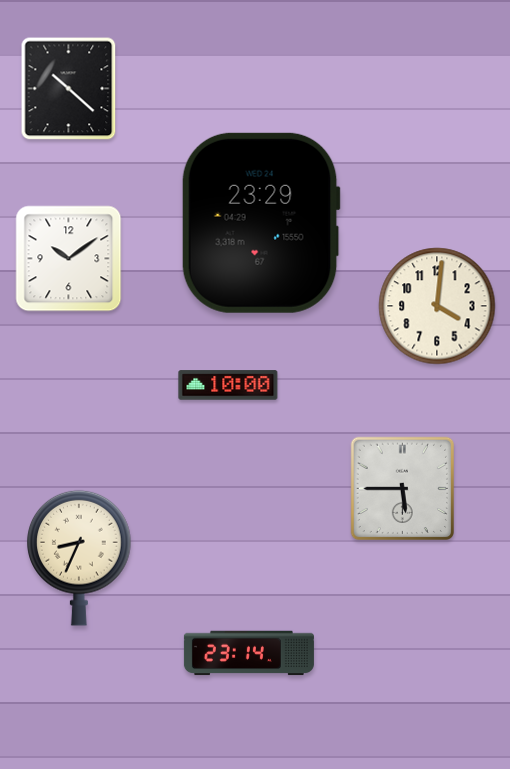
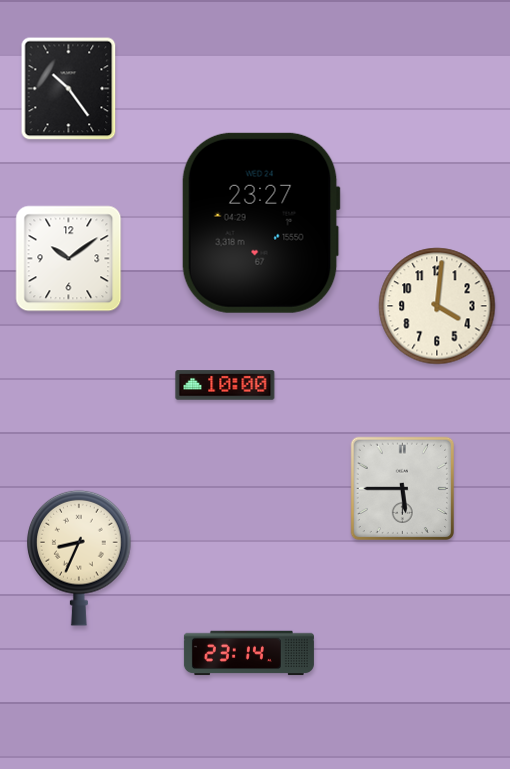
clock at (69, 89): 10:22 -> 10:24
clock at (261, 223): 23:29 -> 23:27
clock at (228, 385) position: (228, 385) -> (225, 385)
